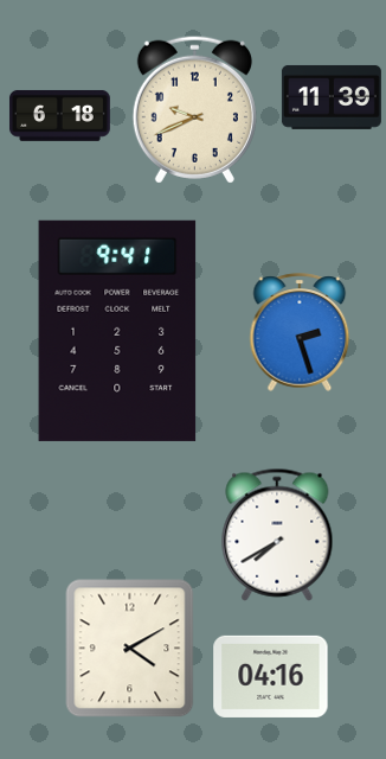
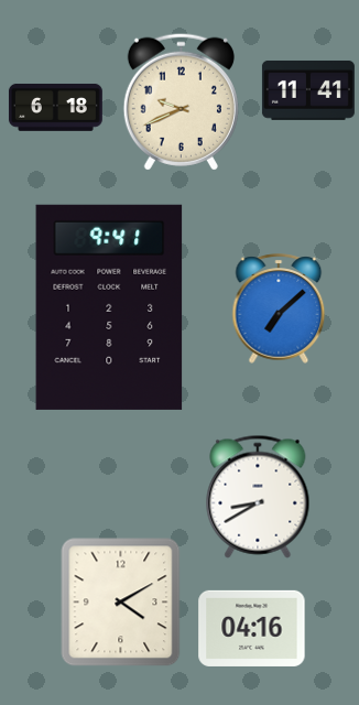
clock at (332, 97): 11:39 -> 11:41
clock at (300, 332): 2:27 -> 7:08
clock at (277, 535): 7:40 -> 8:40
